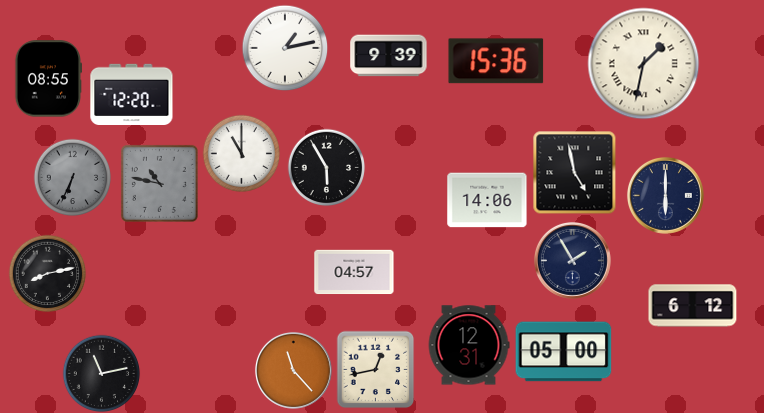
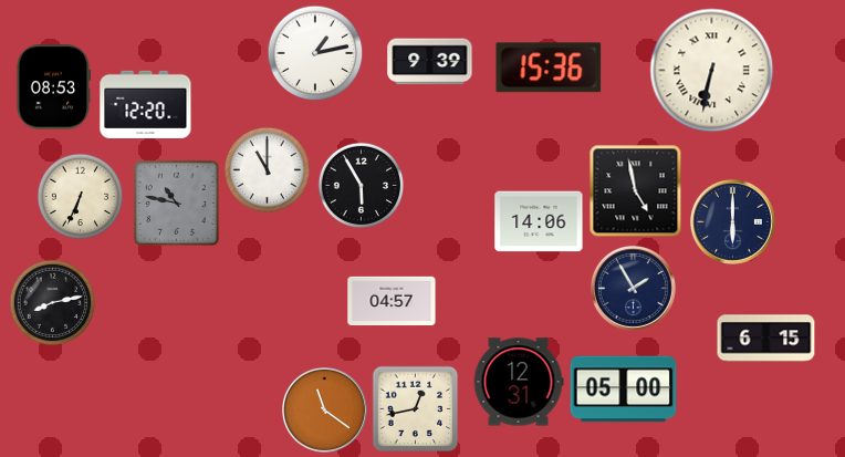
clock at (644, 64): 1:32 -> 6:32
clock at (48, 79): 08:55 -> 08:53
clock at (72, 177) dial: grey -> cream
clock at (665, 195) position: (665, 195) -> (732, 221)
clock at (693, 306): 6:12 -> 6:15
clock at (293, 370): 11:23 -> 11:21
clock at (101, 373): 11:13 -> none
